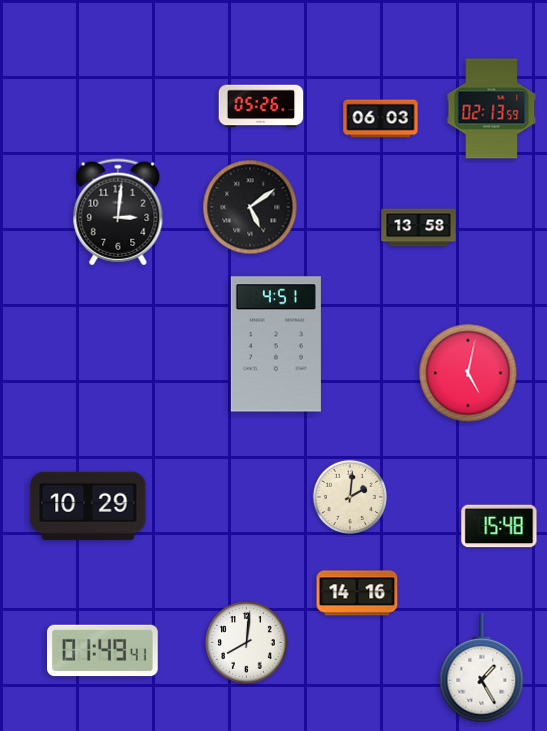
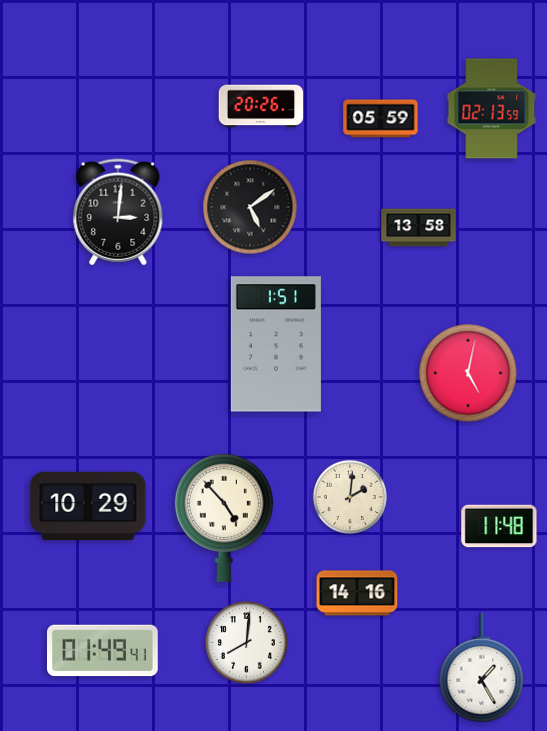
clock at (261, 106): 05:26 -> 20:26
clock at (381, 119): 06:03 -> 05:59
clock at (276, 344): 4:51 -> 1:51
clock at (224, 517): none -> 4:53
clock at (499, 526): 15:48 -> 11:48
